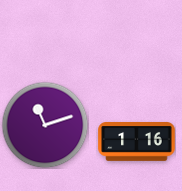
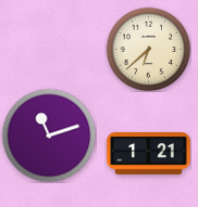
clock at (148, 49): none -> 6:38
clock at (137, 142): 1:16 -> 1:21
